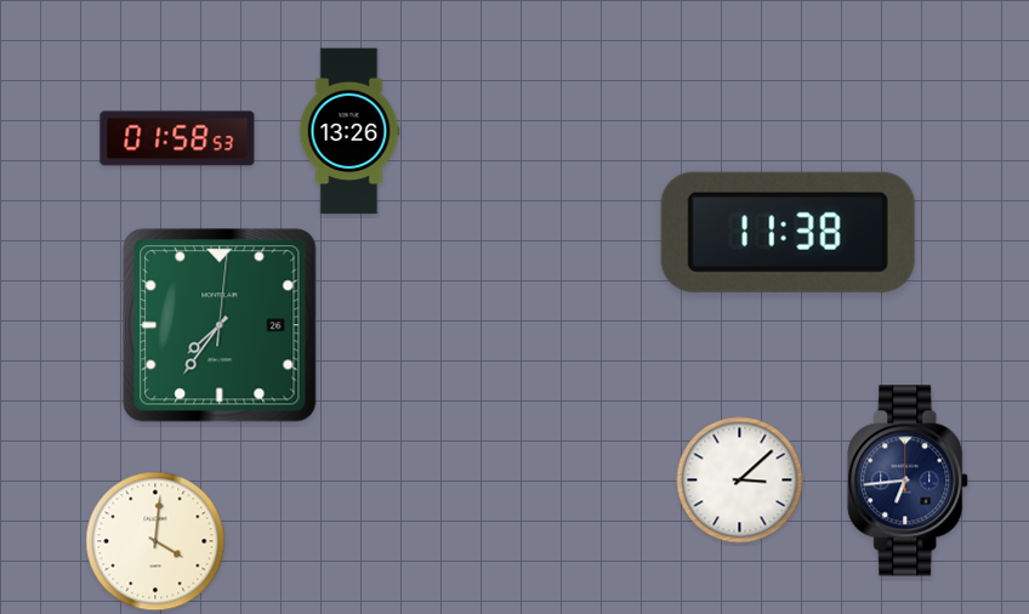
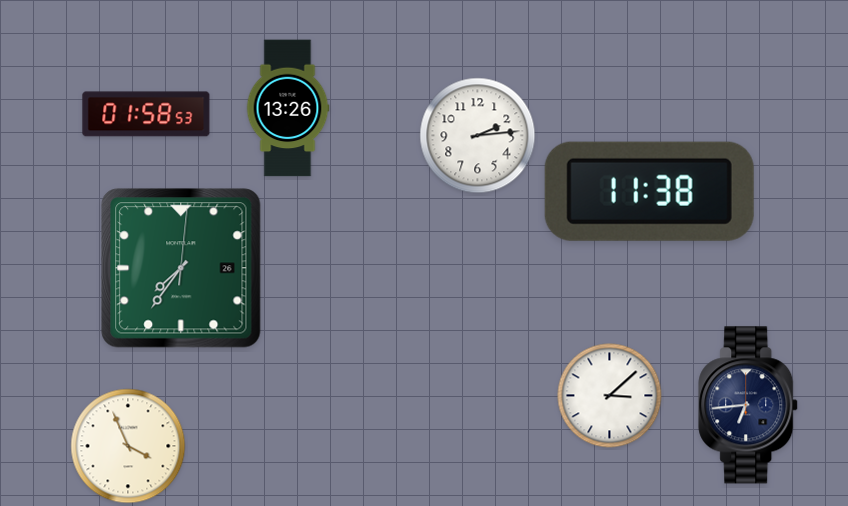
clock at (478, 136): none -> 2:14
clock at (909, 481) position: (909, 481) -> (749, 405)
clock at (155, 541): 4:01 -> 3:56
